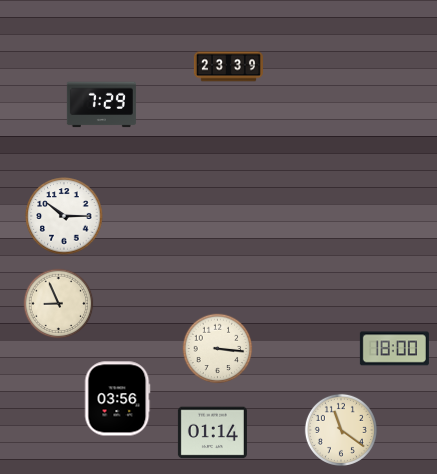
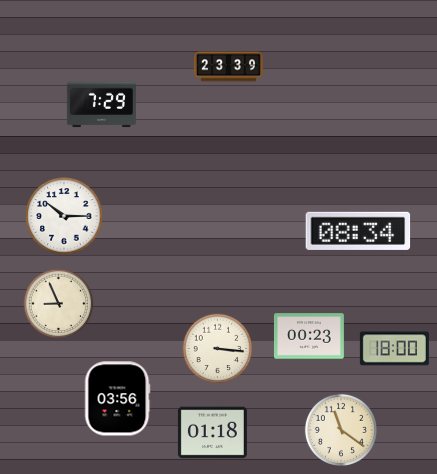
clock at (358, 231): none -> 08:34
clock at (309, 336): none -> 00:23
clock at (212, 433): 01:14 -> 01:18
